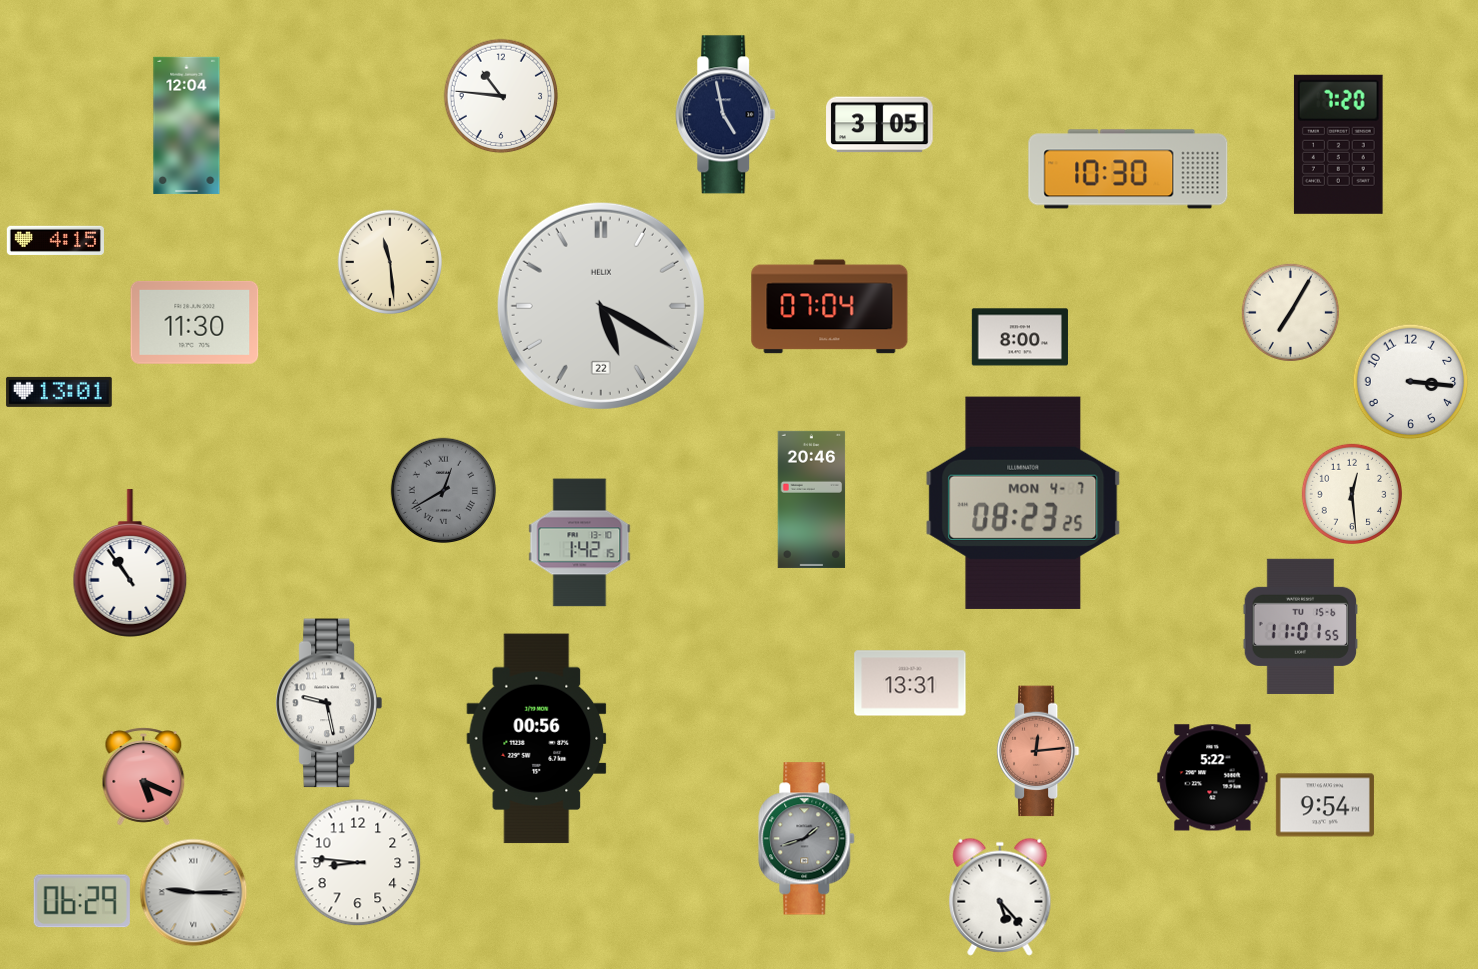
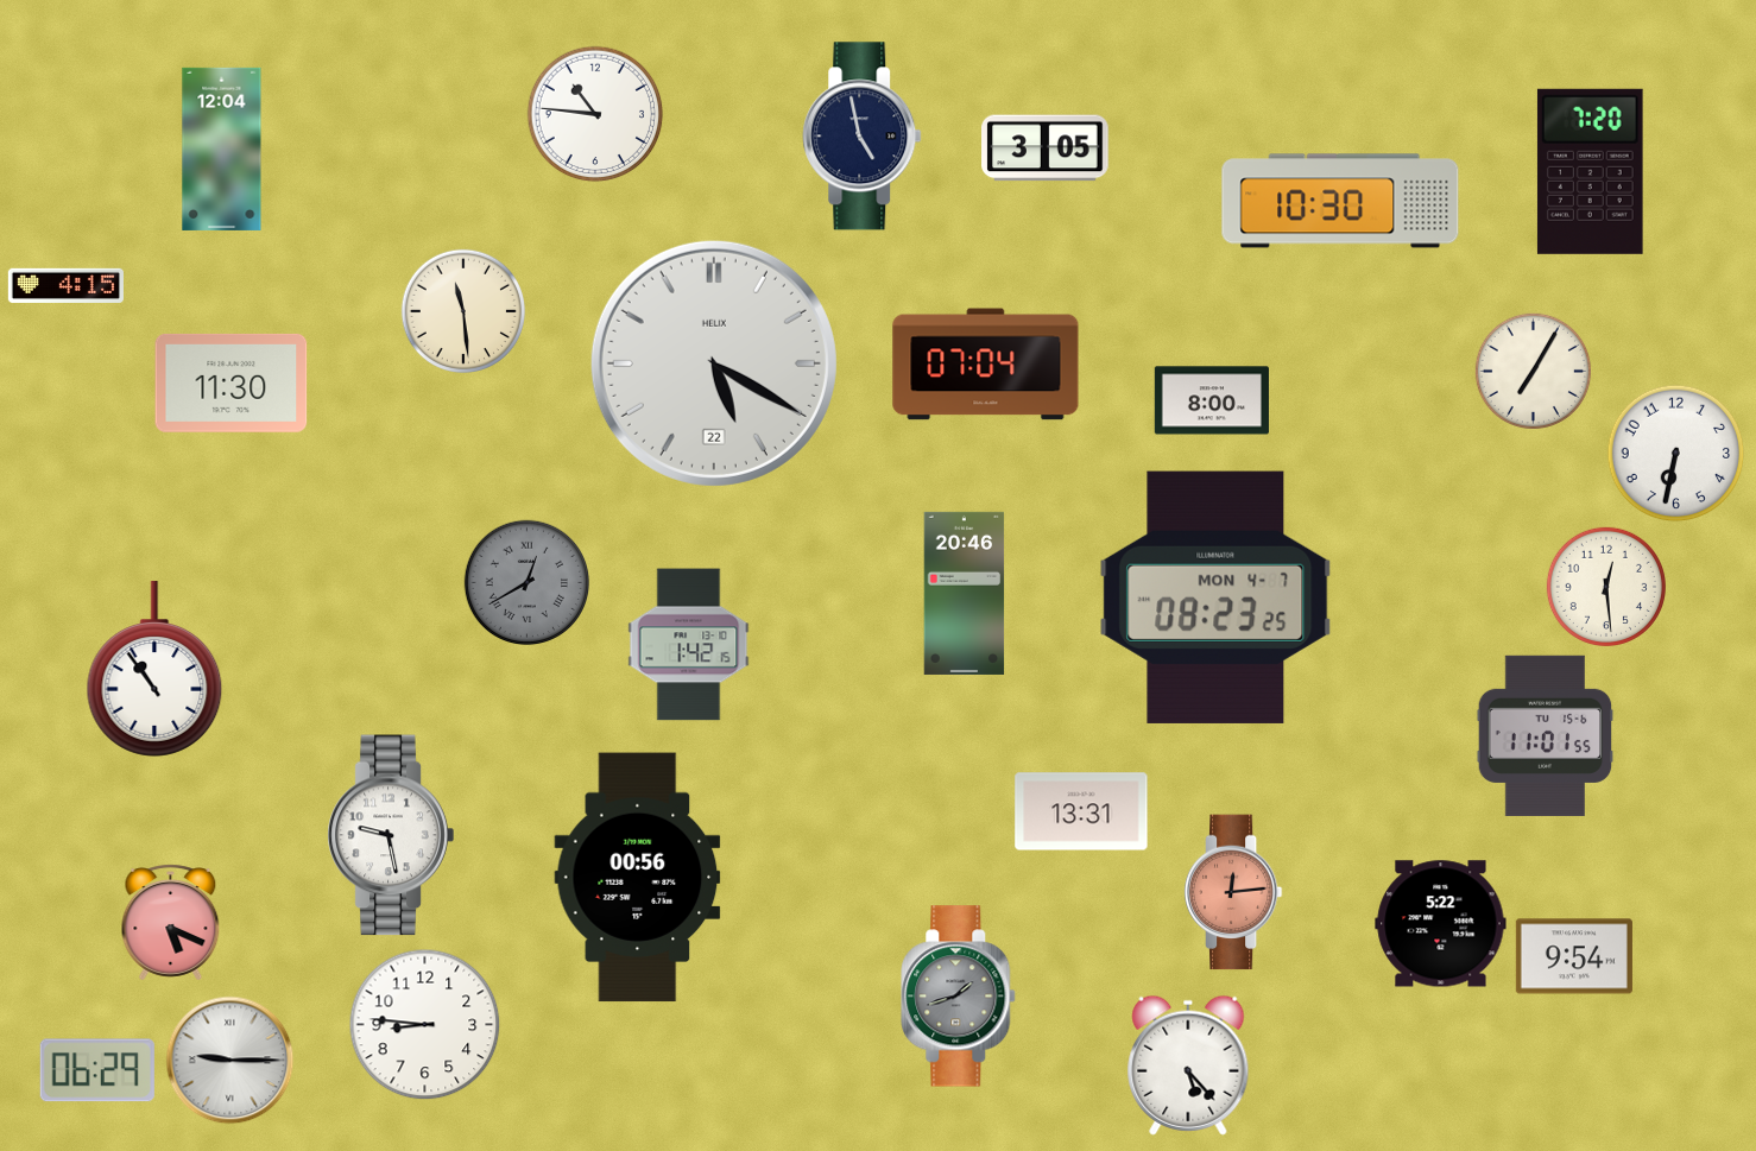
clock at (1411, 382): 3:16 -> 6:32
clock at (59, 392): 13:01 -> none
clock at (1301, 626) position: (1301, 626) -> (1546, 735)
